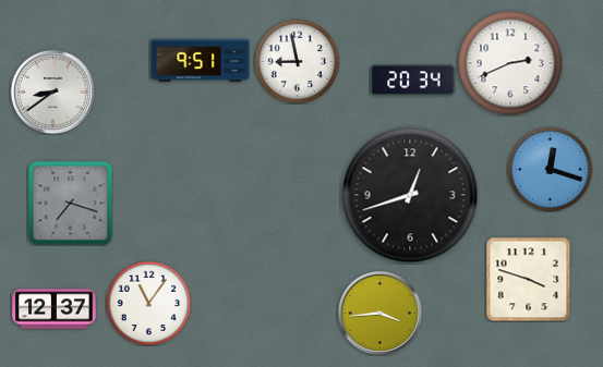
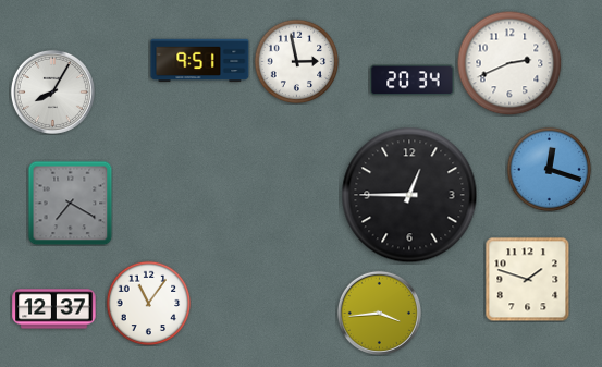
clock at (297, 61): 8:58 -> 2:58
clock at (52, 91): 8:39 -> 8:05
clock at (410, 195): 12:42 -> 12:45
clock at (70, 203): 7:18 -> 7:20
clock at (528, 279): 3:48 -> 1:48
